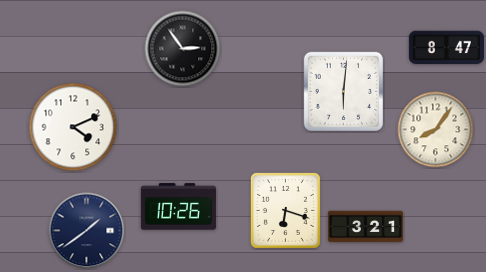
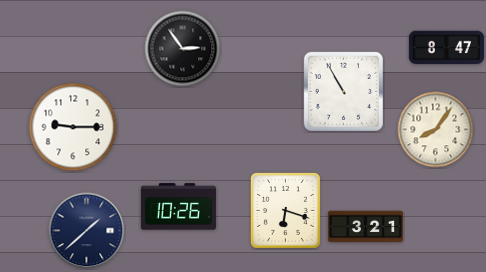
clock at (343, 91): 6:01 -> 10:55
clock at (73, 127): 4:11 -> 9:15
clock at (87, 231): 1:39 -> 1:38
